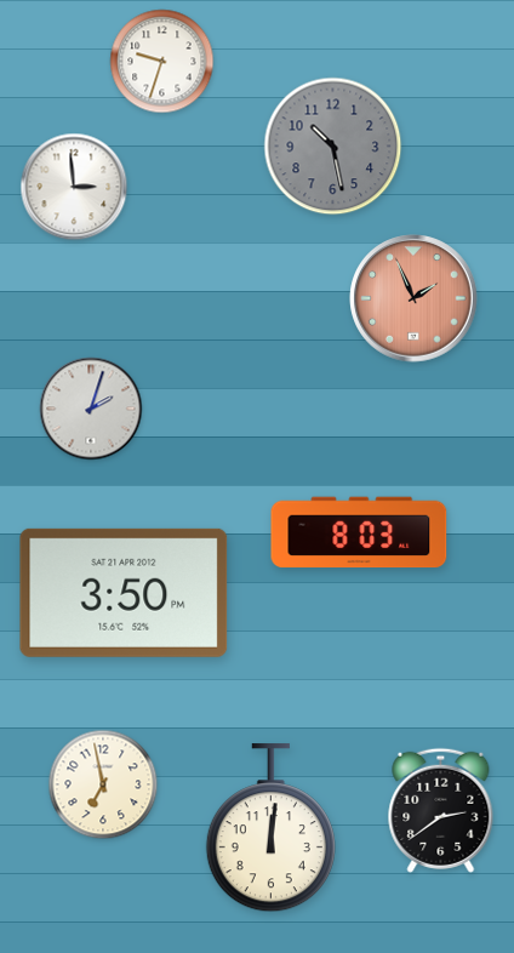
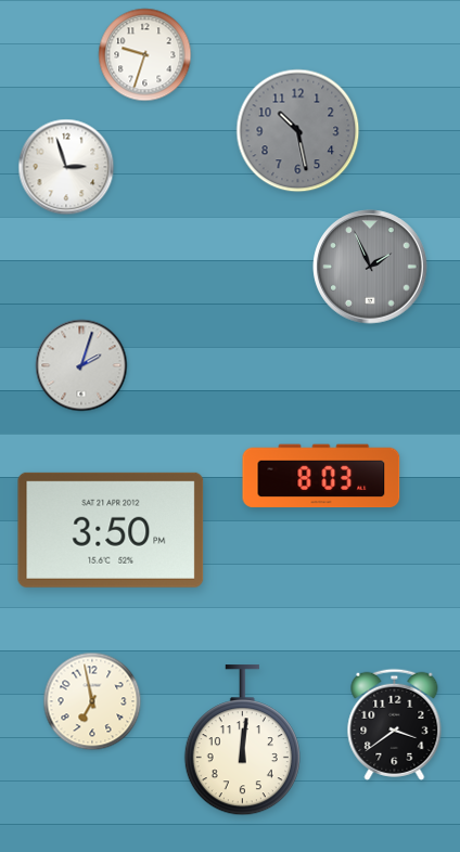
clock at (74, 187): 2:59 -> 2:57
clock at (413, 298) dial: salmon -> grey
clock at (441, 810): 2:39 -> 3:39
